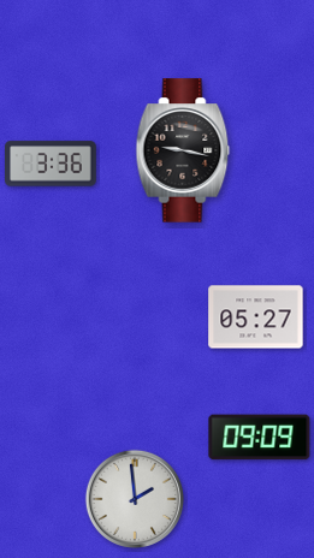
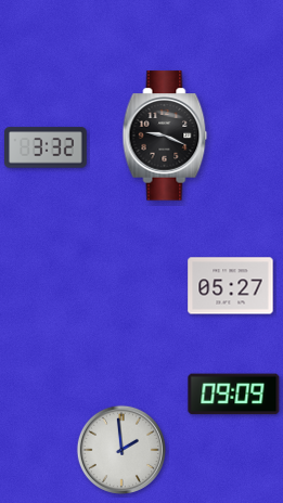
clock at (183, 150): 9:17 -> 9:19
clock at (51, 164): 3:36 -> 3:32
